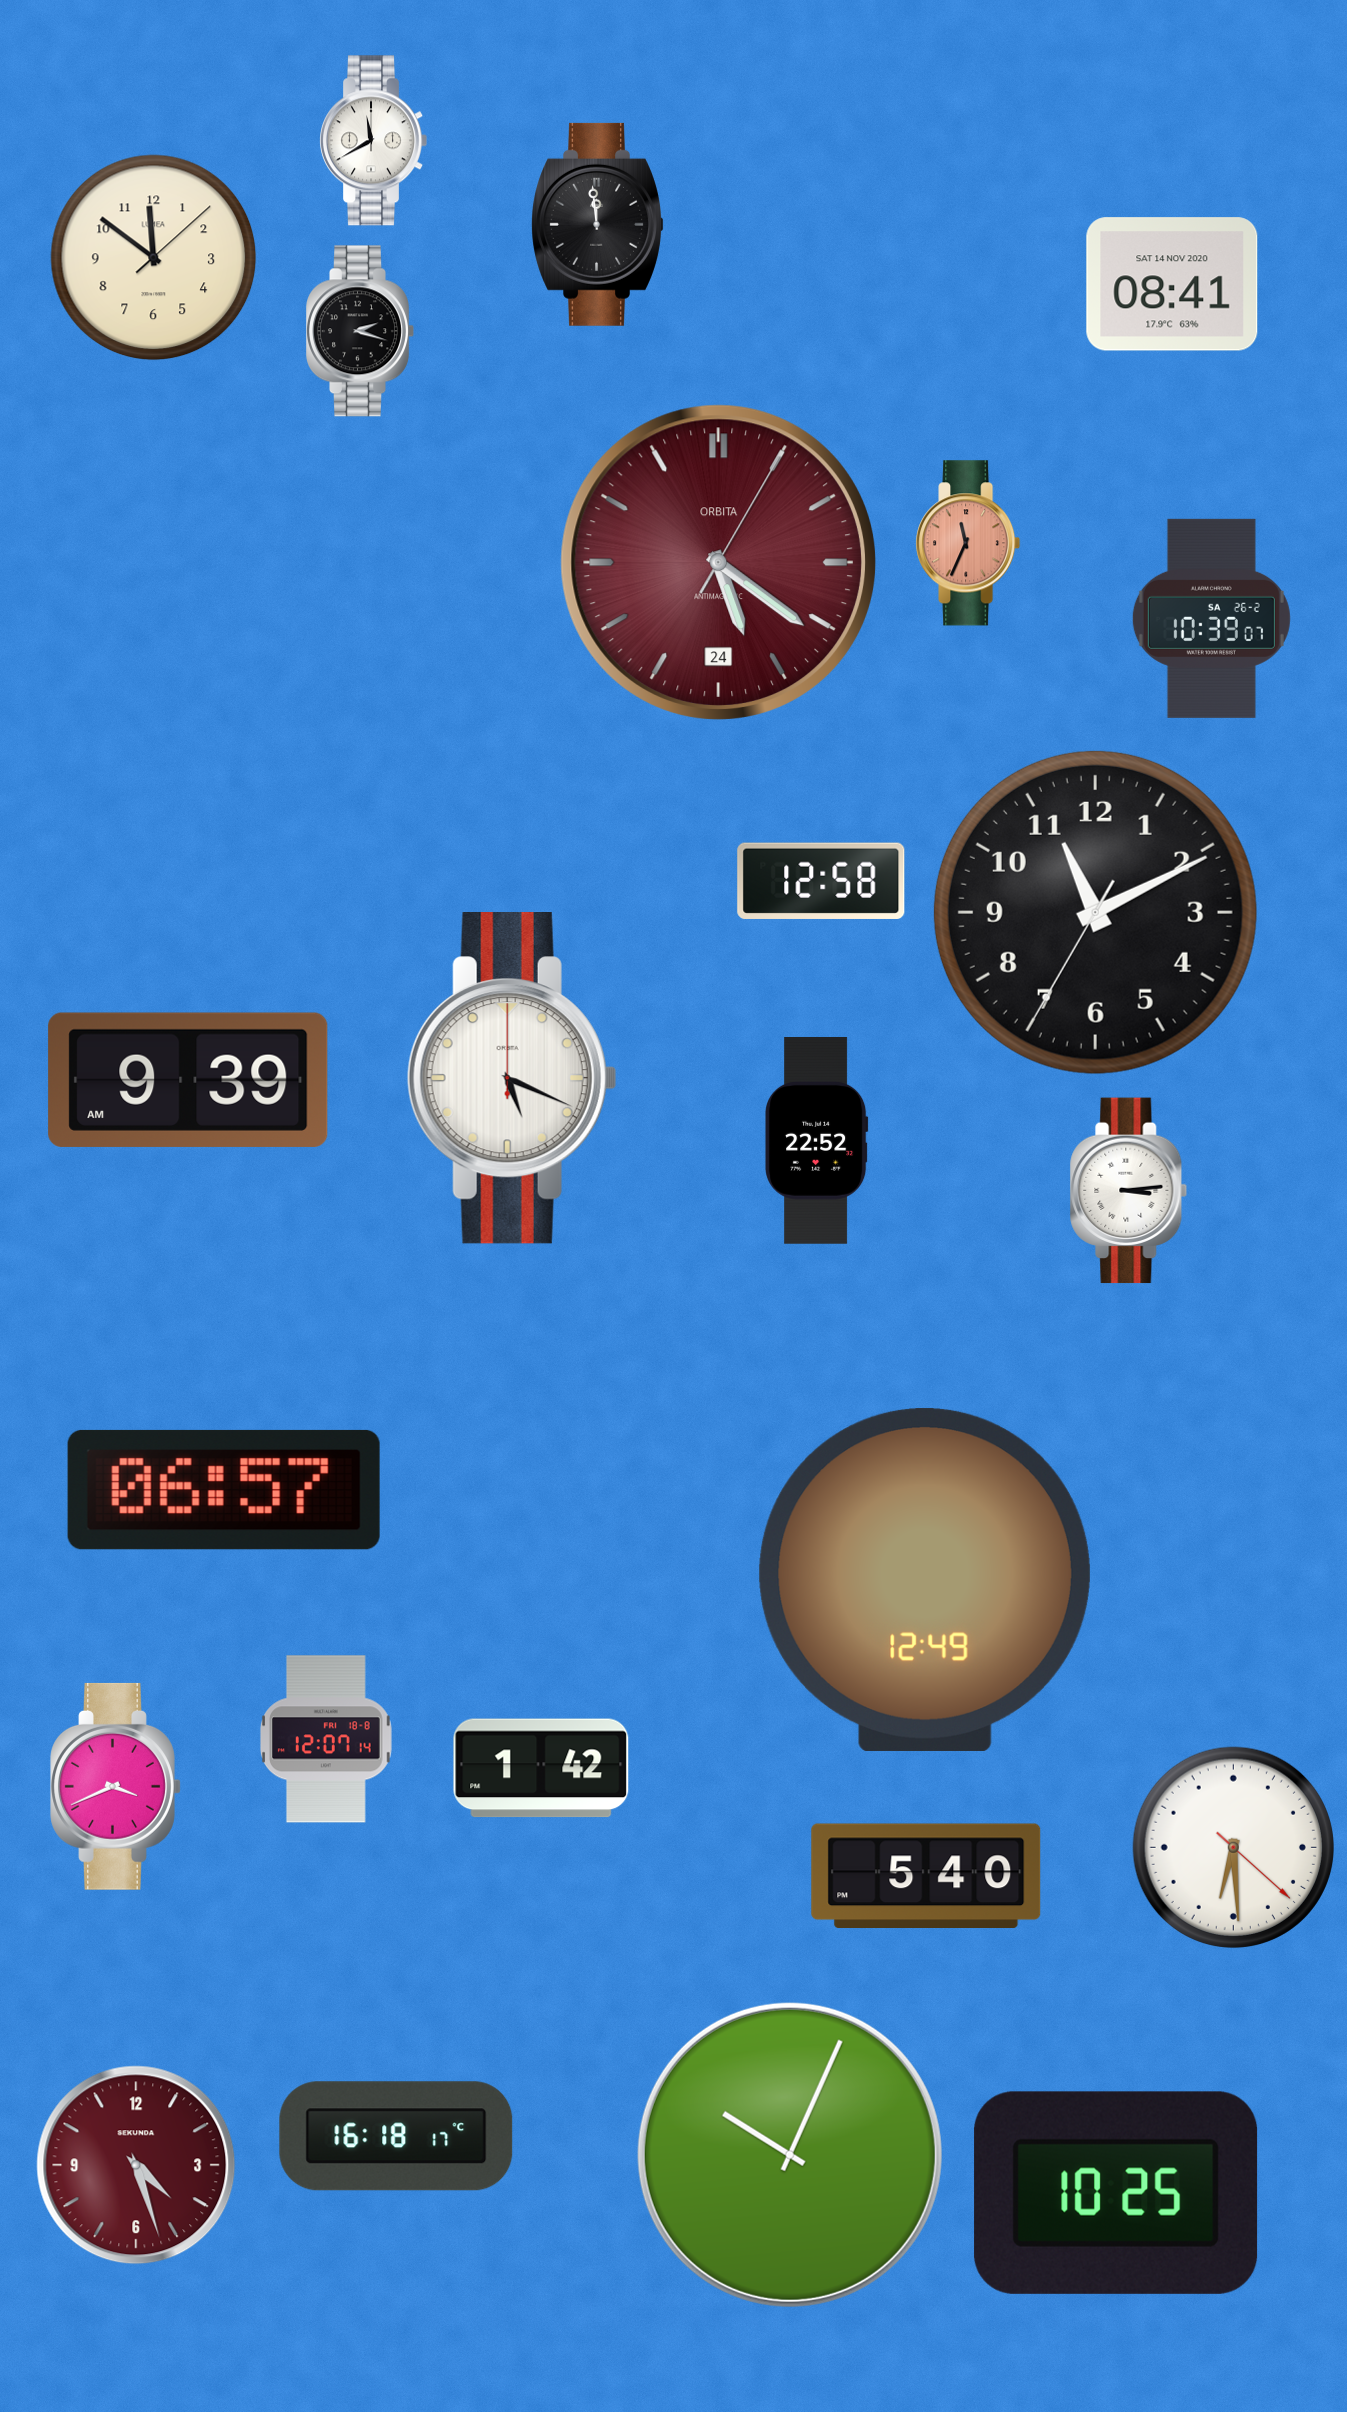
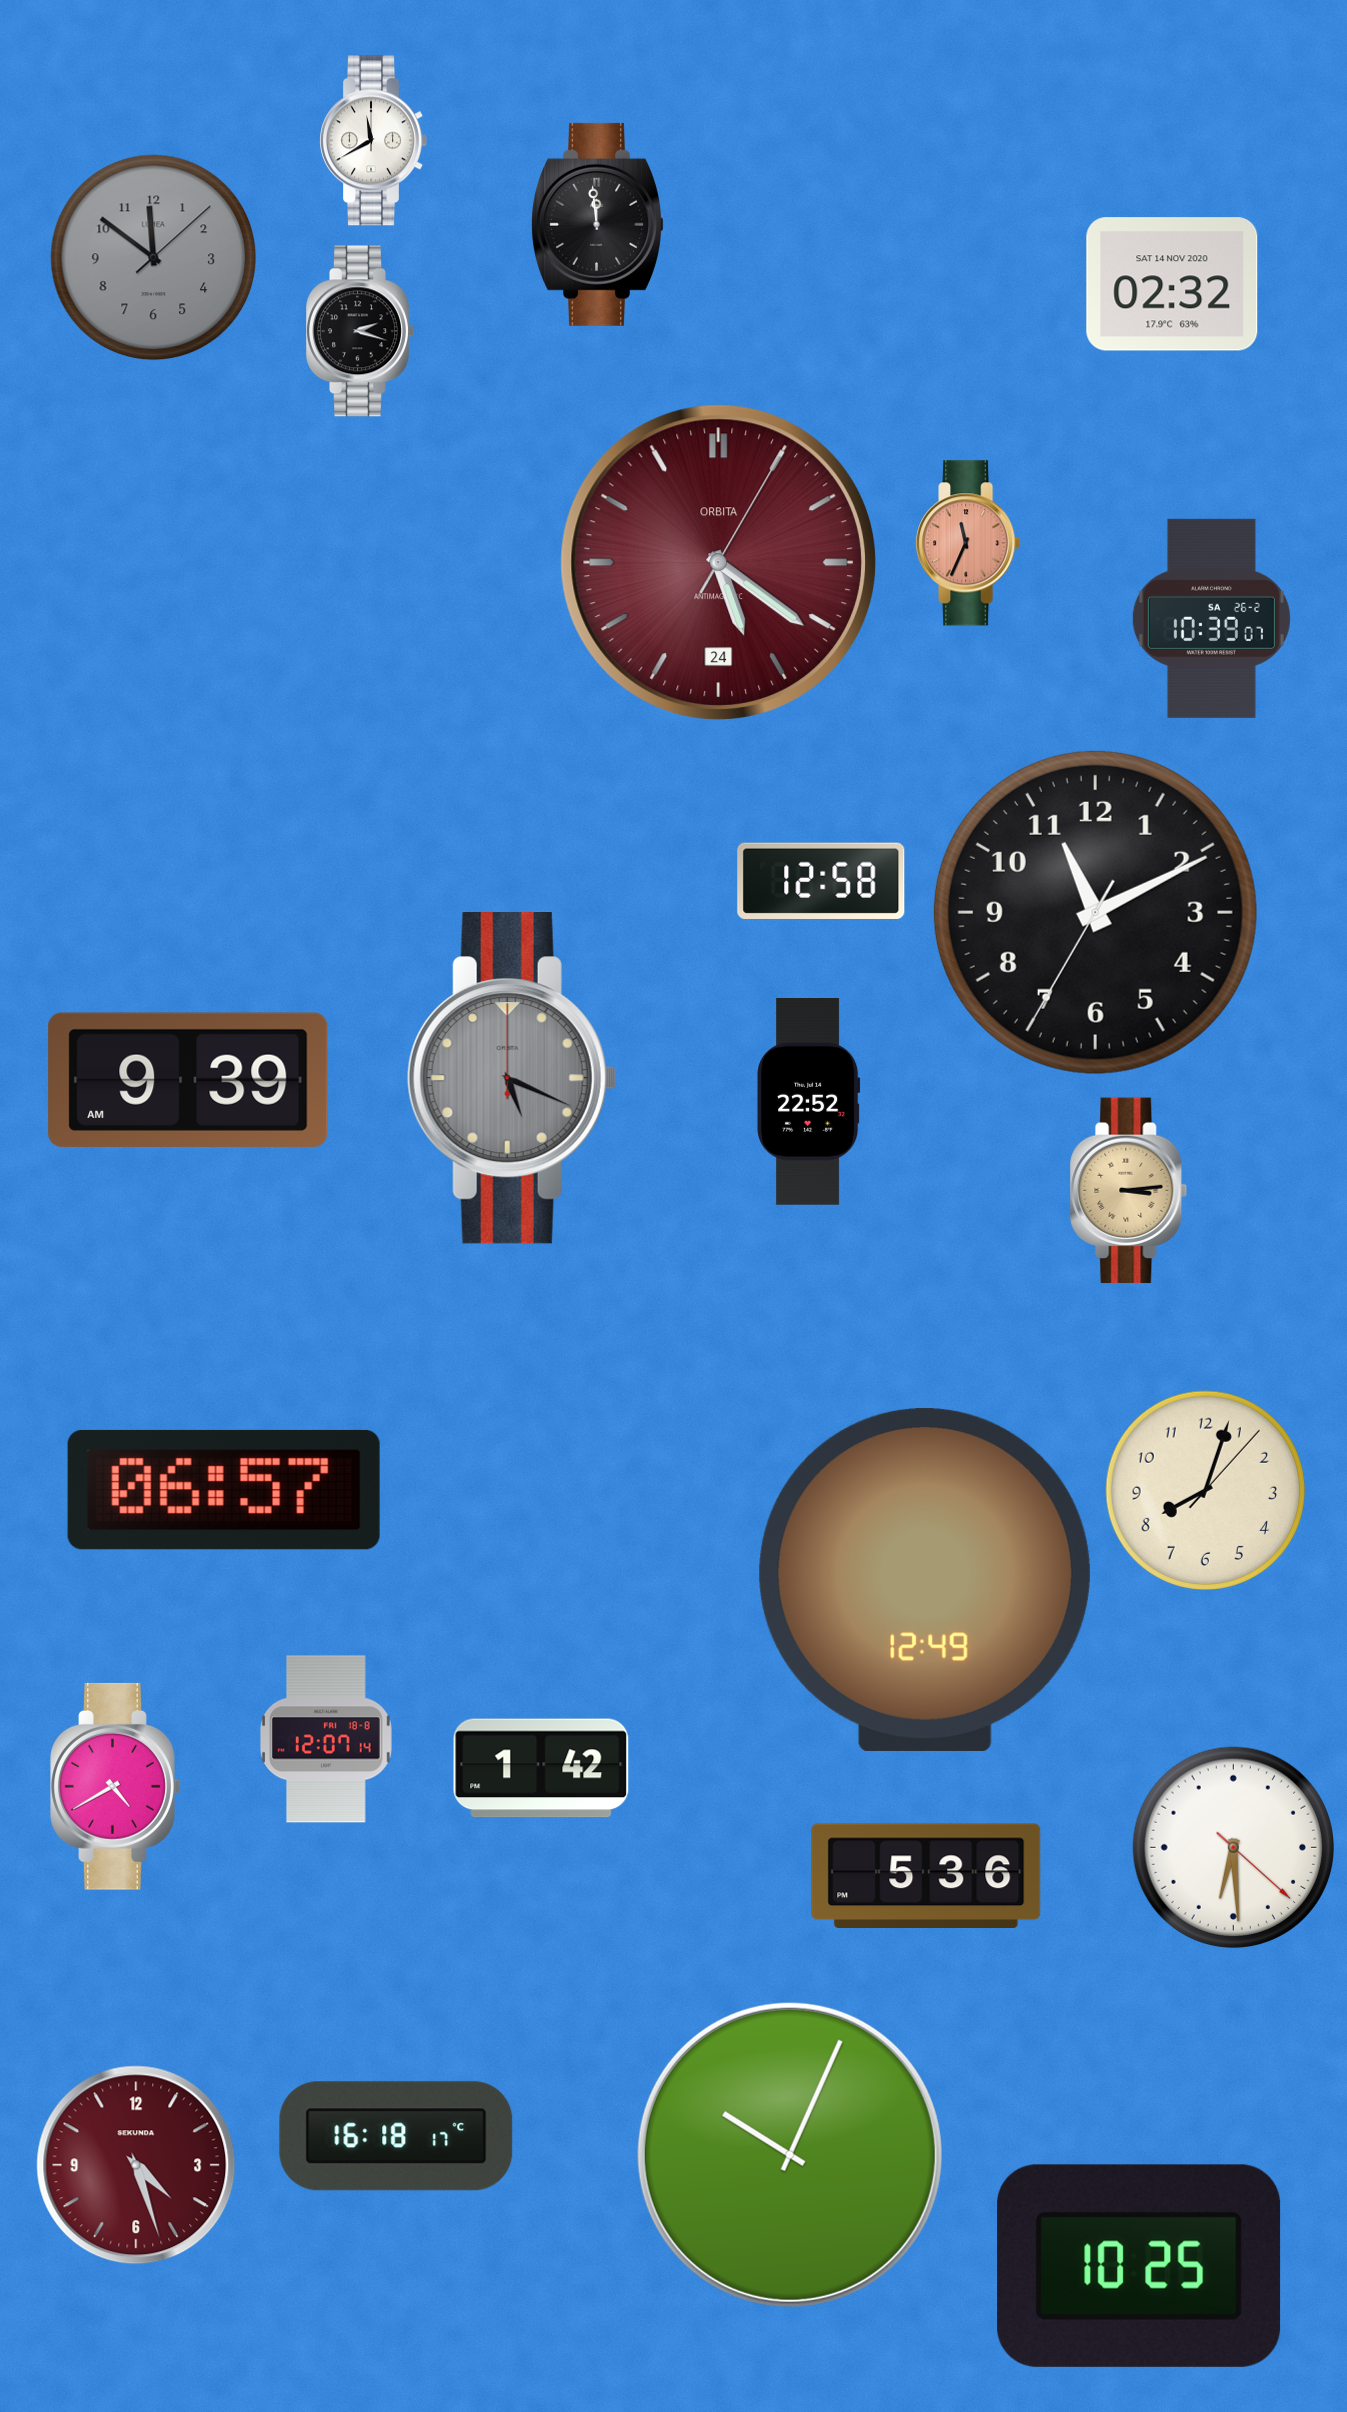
clock at (154, 258) dial: cream -> grey
clock at (1172, 284): 08:41 -> 02:32
clock at (512, 1079) dial: white -> grey
clock at (817, 1141) position: (817, 1141) -> (809, 1102)
clock at (1129, 1191) dial: white -> champagne
clock at (1205, 1490): none -> 8:03
clock at (116, 1786): 3:41 -> 4:40
clock at (926, 1875): 5:40 -> 5:36
clock at (1116, 2193) position: (1116, 2193) -> (1139, 2266)
